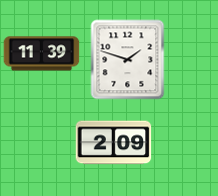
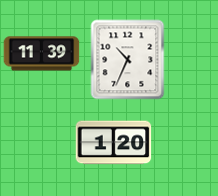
clock at (128, 60): 1:48 -> 10:34
clock at (114, 143): 2:09 -> 1:20
